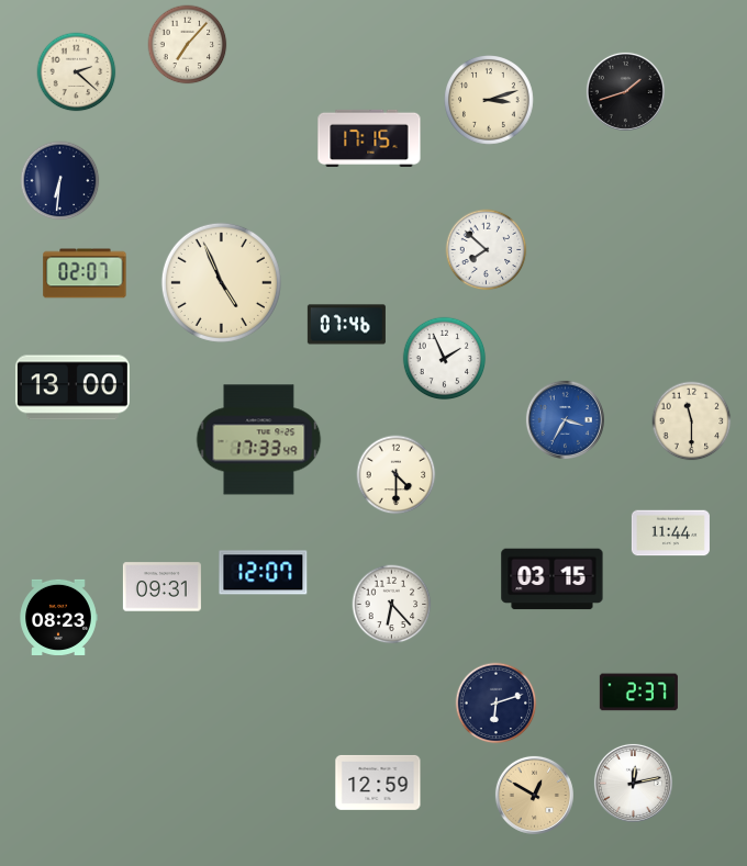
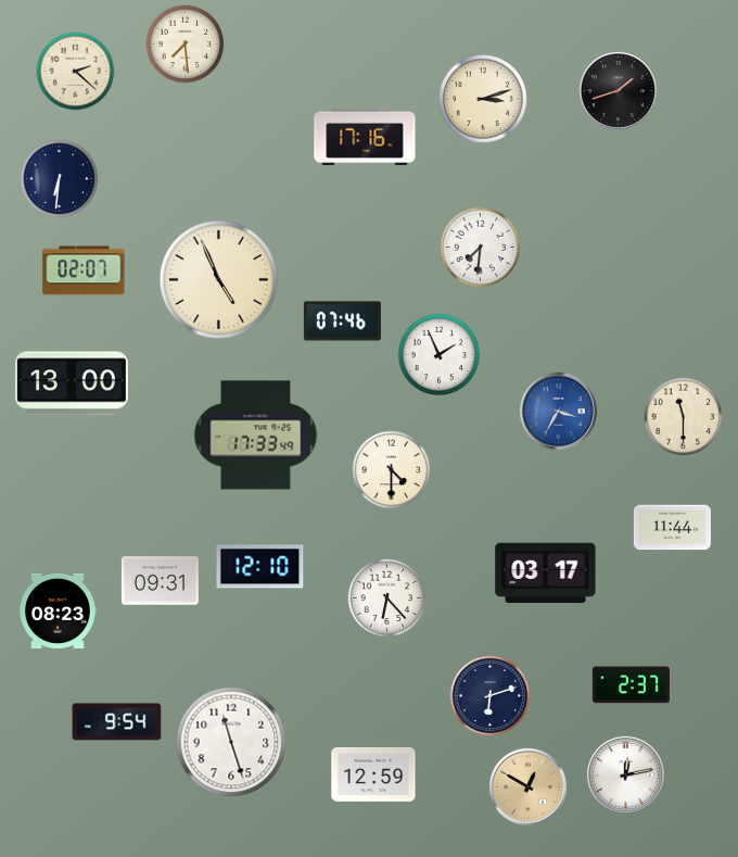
clock at (188, 45): 7:07 -> 7:29
clock at (369, 138): 17:15 -> 17:16
clock at (487, 250): 7:52 -> 7:31
clock at (565, 419) position: (565, 419) -> (558, 411)
clock at (670, 533) position: (670, 533) -> (672, 528)
clock at (264, 573): 12:07 -> 12:10
clock at (553, 580): 03:15 -> 03:17
clock at (117, 722): none -> 9:54
clock at (231, 742): none -> 11:27
